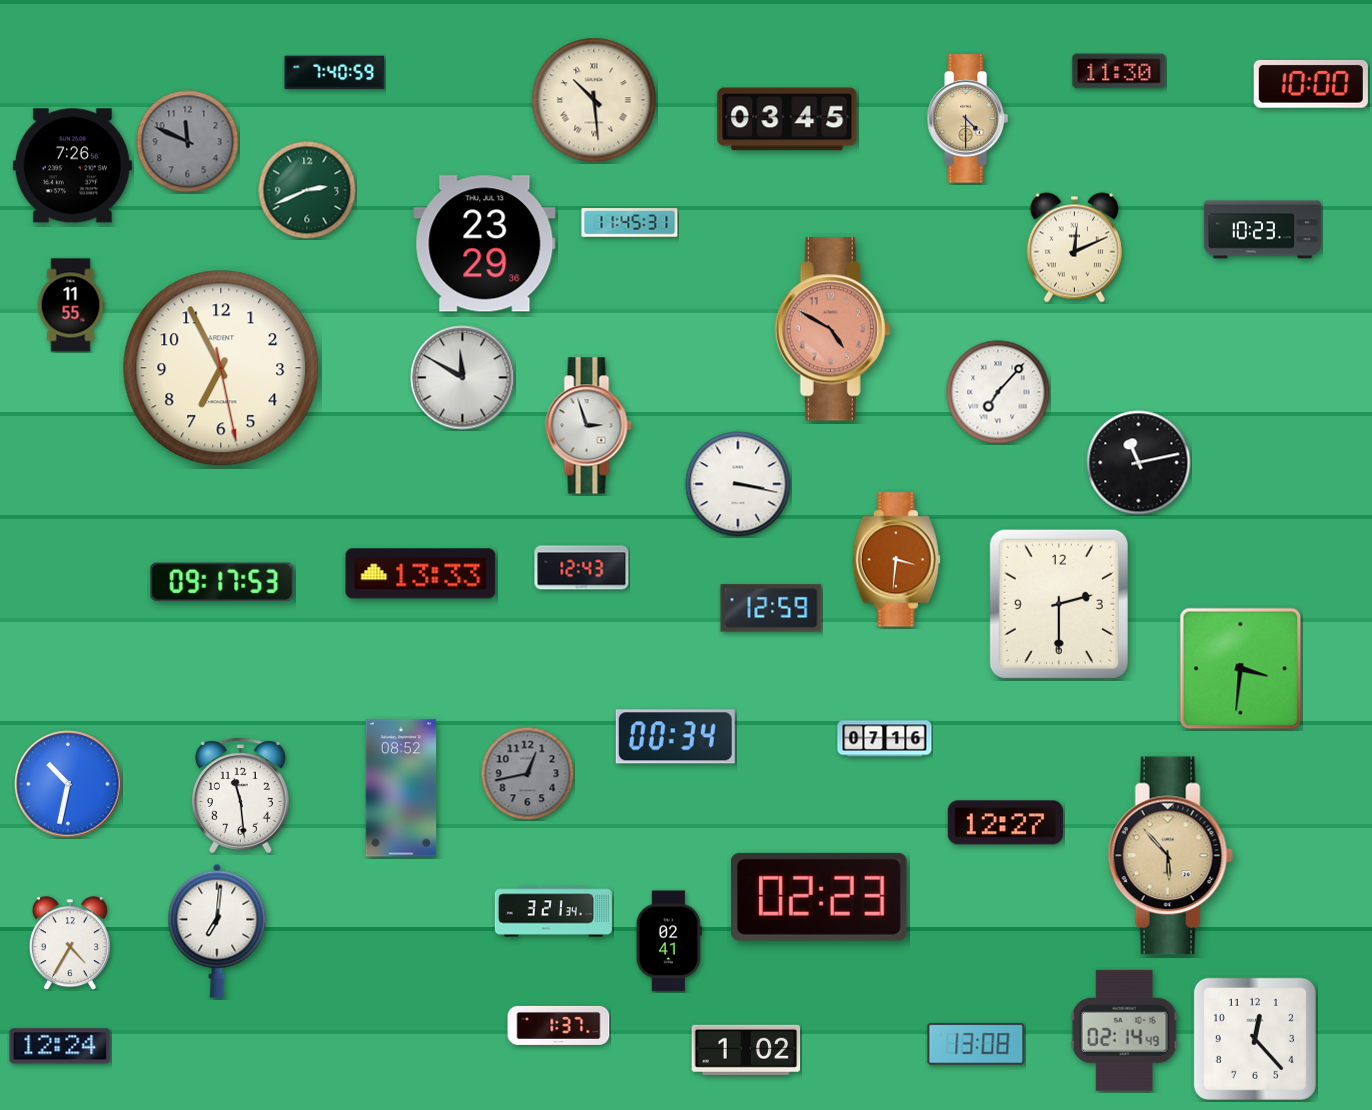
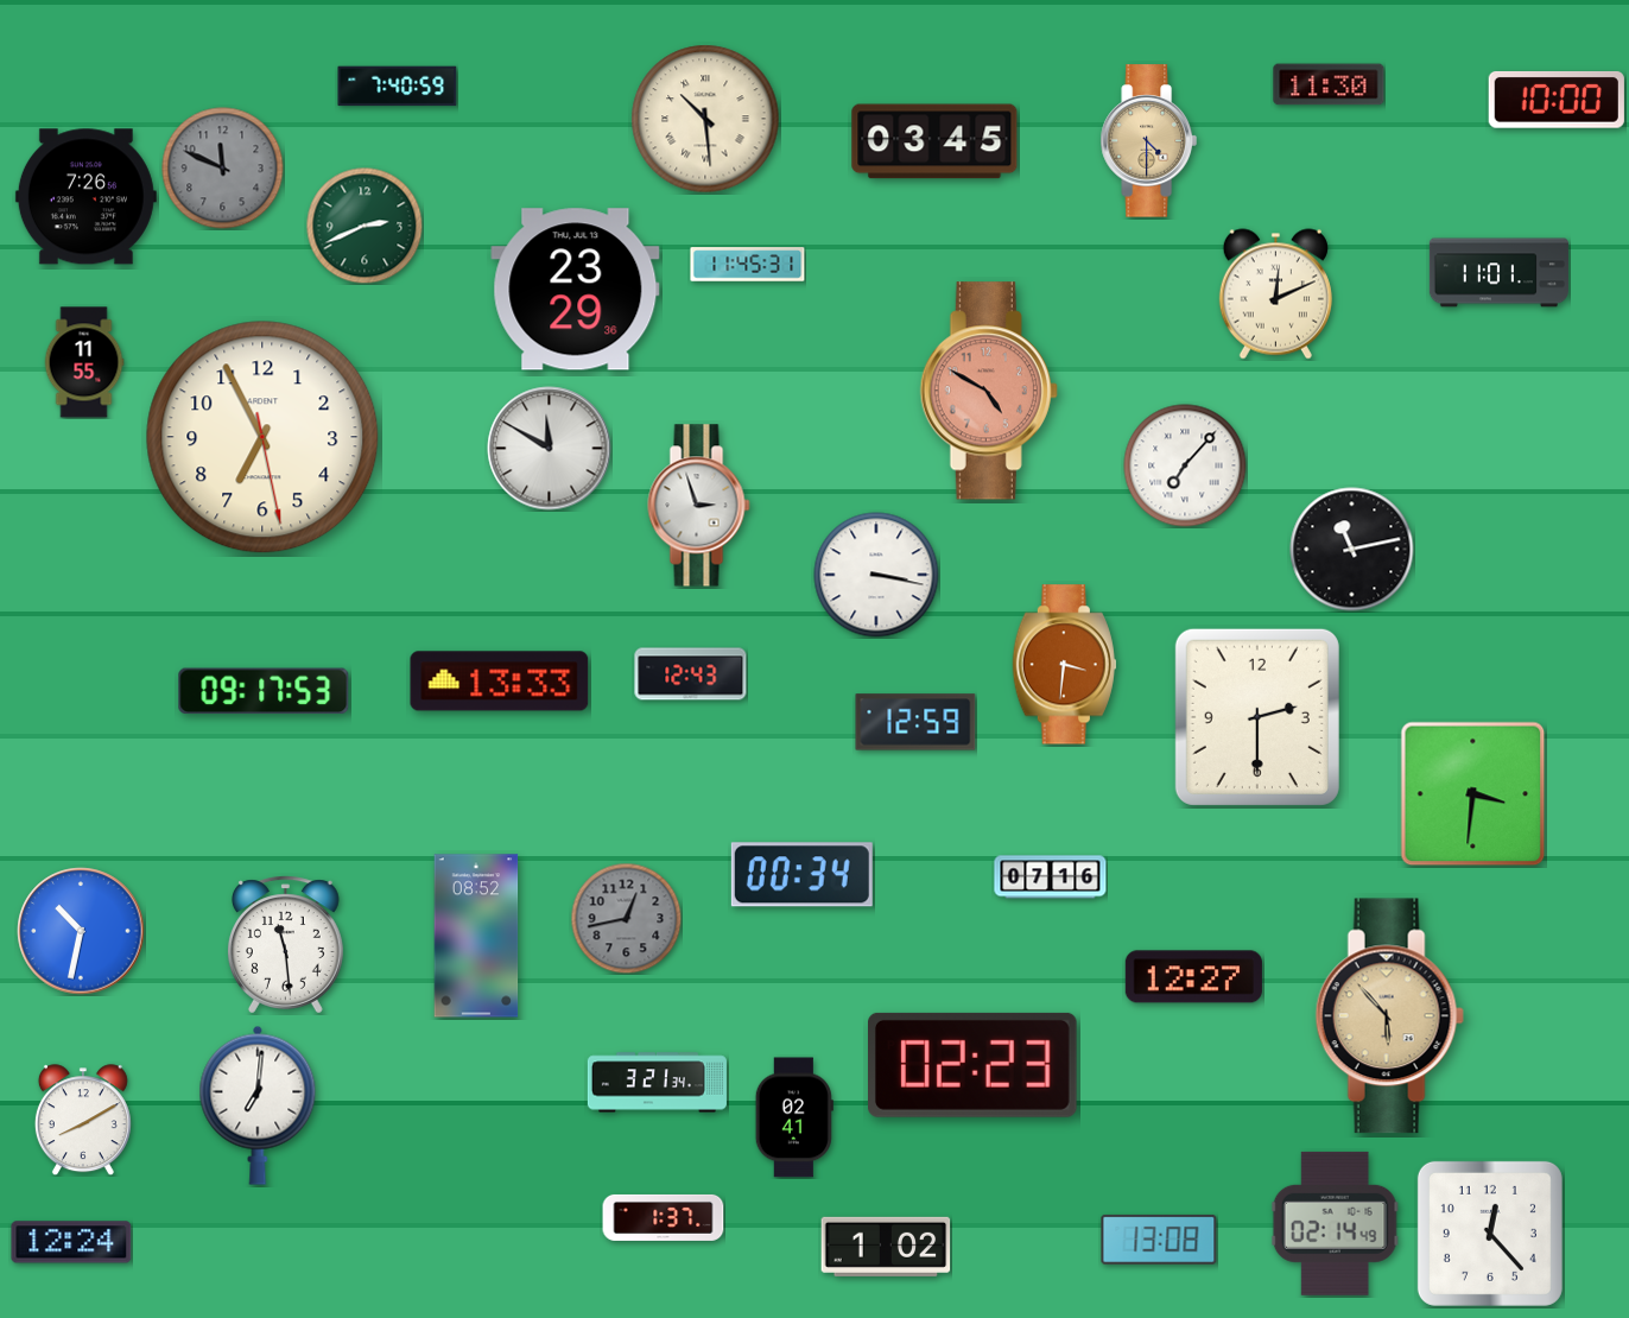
clock at (1262, 230): 10:23 -> 11:01
clock at (70, 943): 4:35 -> 8:10
